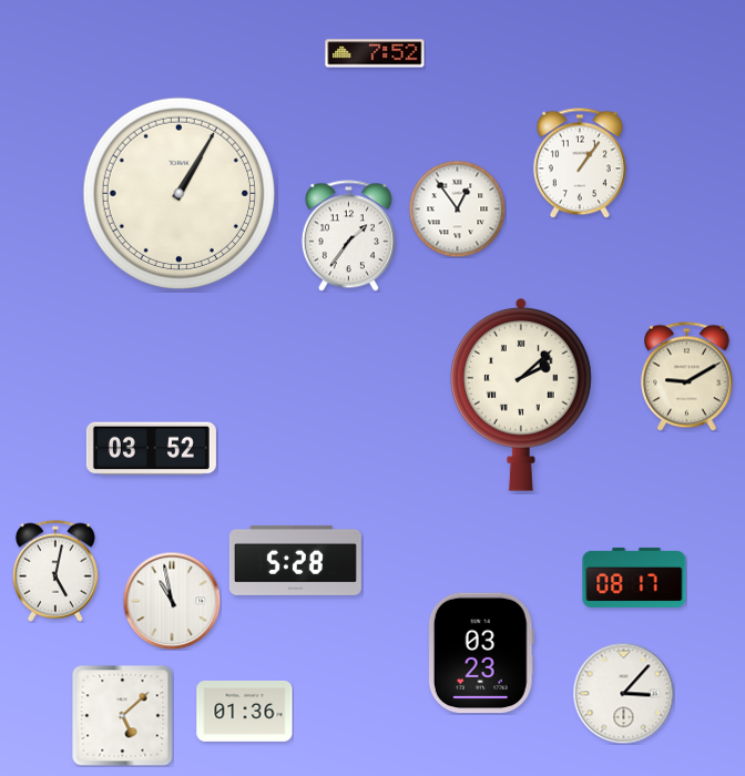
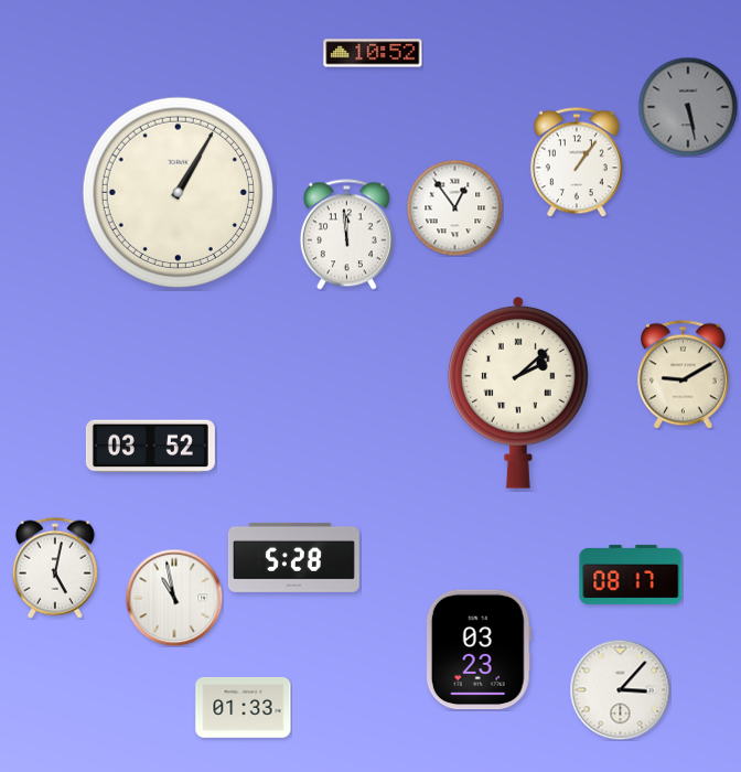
clock at (375, 53): 7:52 -> 10:52
clock at (688, 107): none -> 5:28
clock at (348, 236): 1:36 -> 11:59
clock at (172, 601) position: (172, 601) -> (174, 598)
clock at (245, 711): 01:36 -> 01:33
clock at (123, 716): 5:08 -> none
